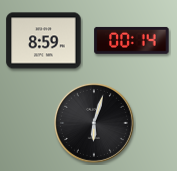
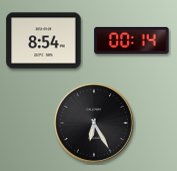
clock at (44, 41): 8:59 -> 8:54
clock at (94, 123): 6:03 -> 6:25
